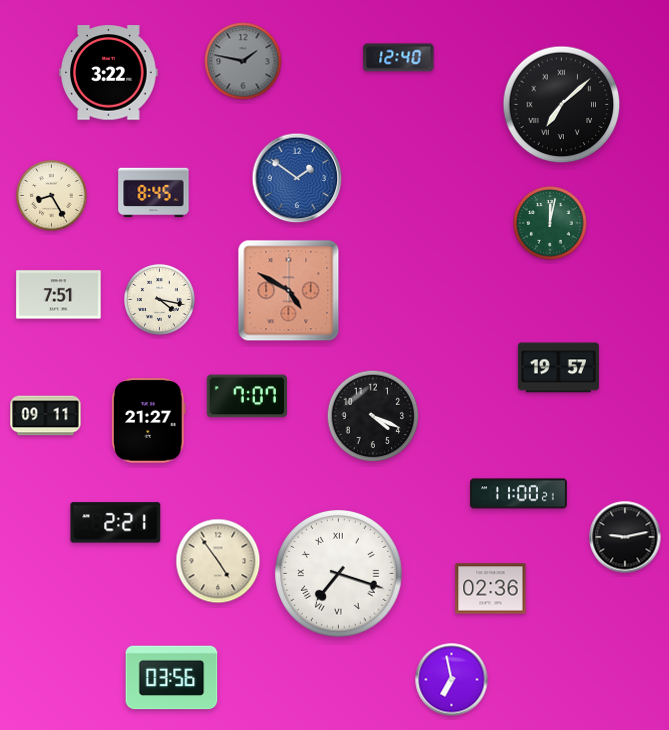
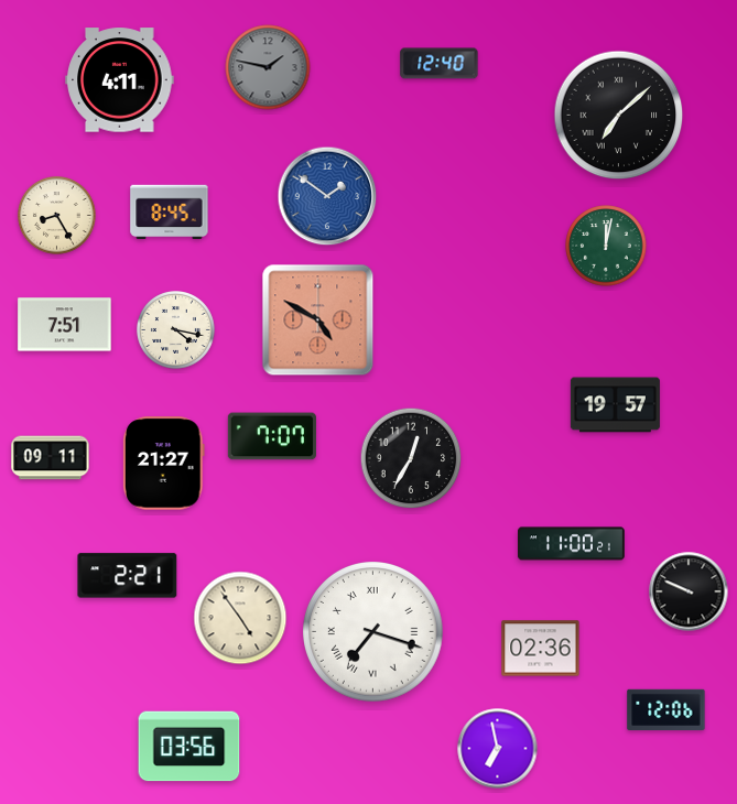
clock at (109, 73): 3:22 -> 4:11
clock at (373, 416): 4:19 -> 12:35
clock at (625, 537): 9:13 -> 9:49
clock at (666, 709): none -> 12:06
